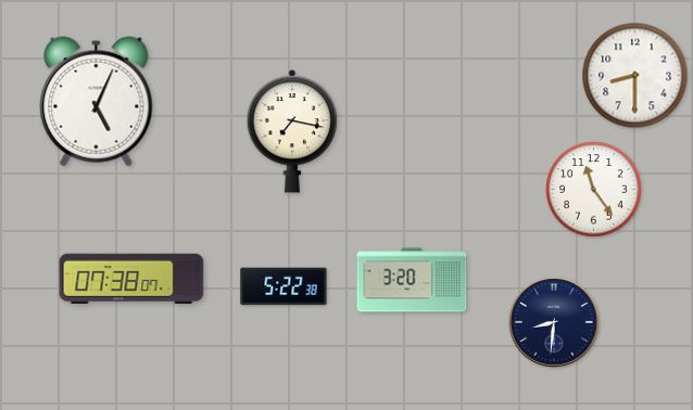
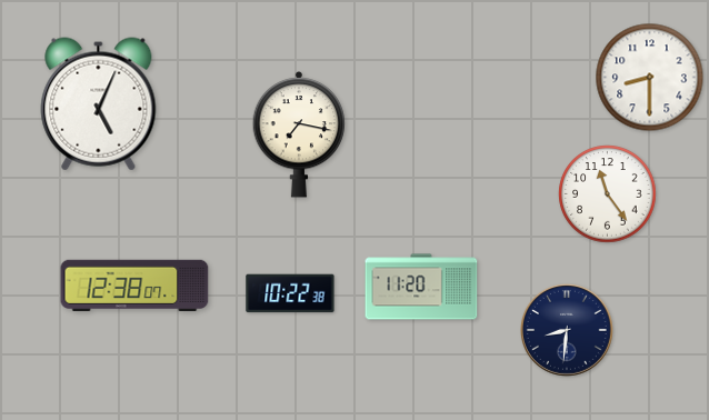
clock at (131, 278): 07:38 -> 12:38
clock at (412, 280): 3:20 -> 11:20
clock at (283, 286): 5:22 -> 10:22
